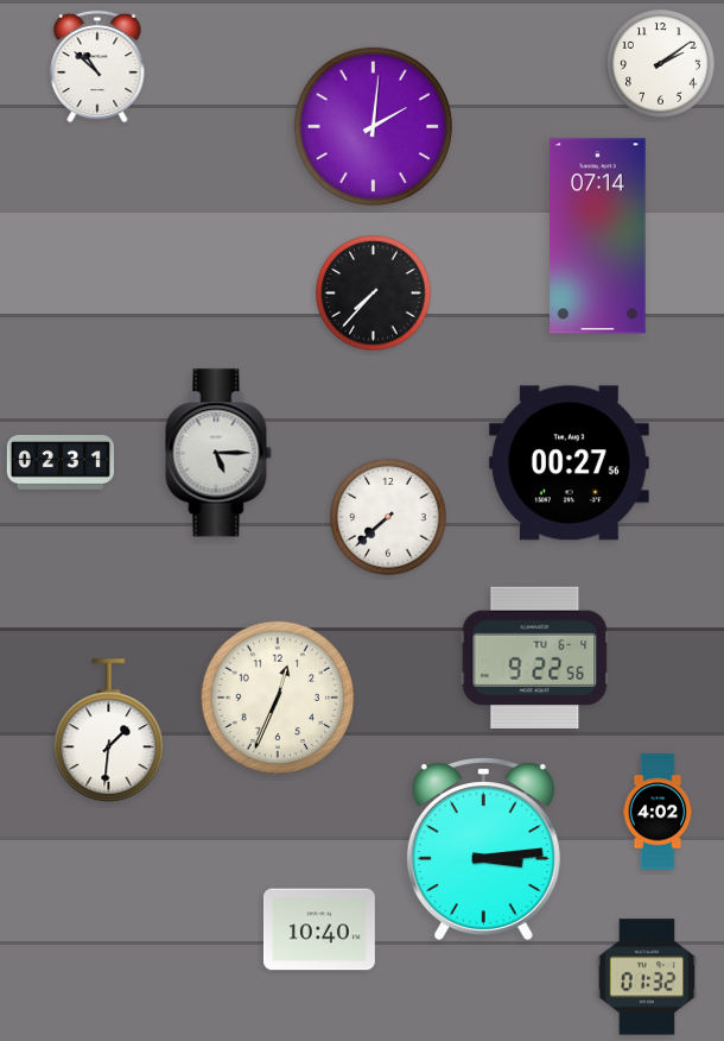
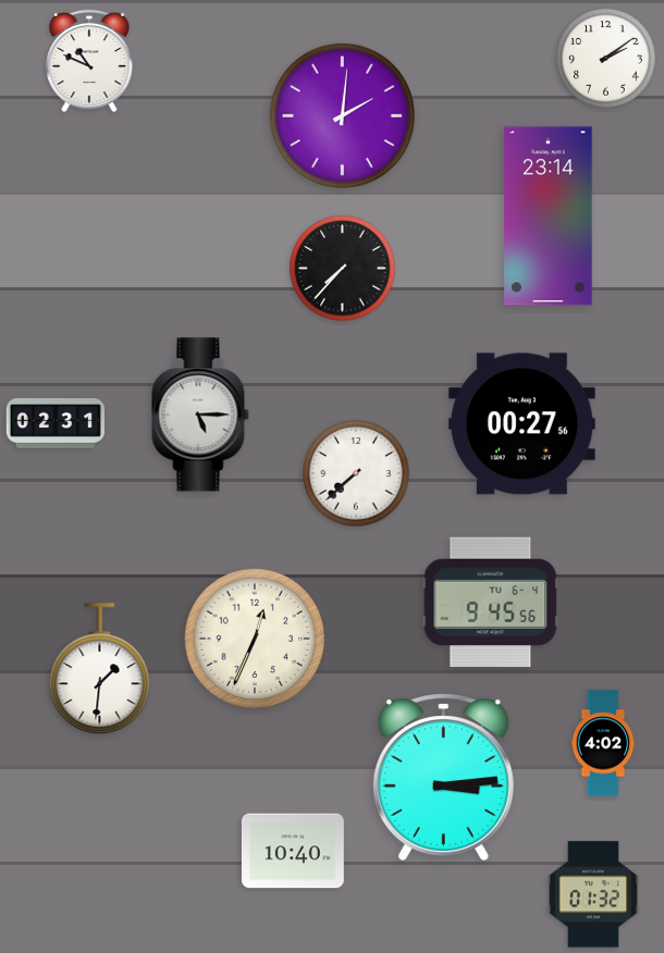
clock at (97, 67): 10:52 -> 10:49
clock at (598, 236): 07:14 -> 23:14
clock at (535, 658): 9:22 -> 9:45
